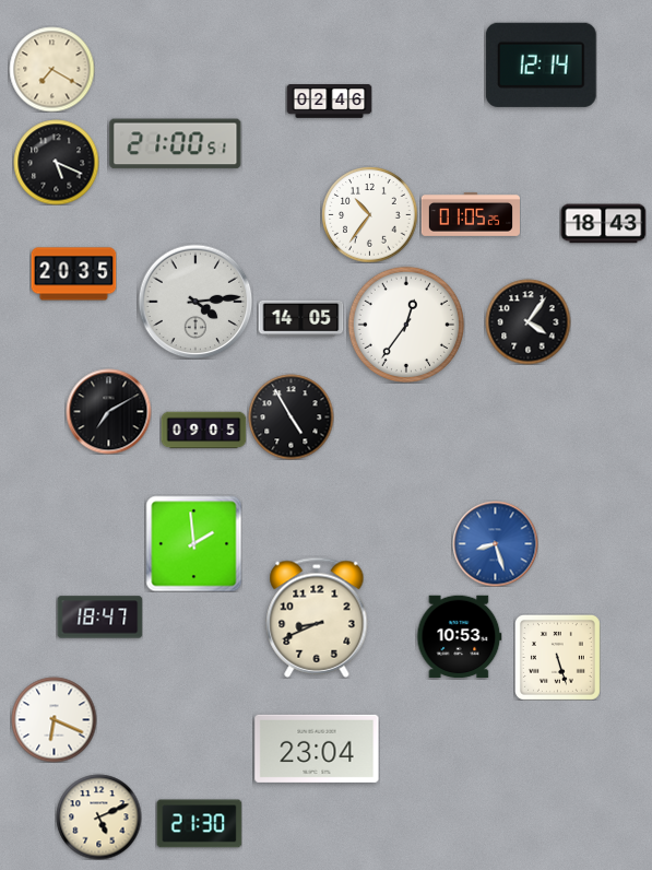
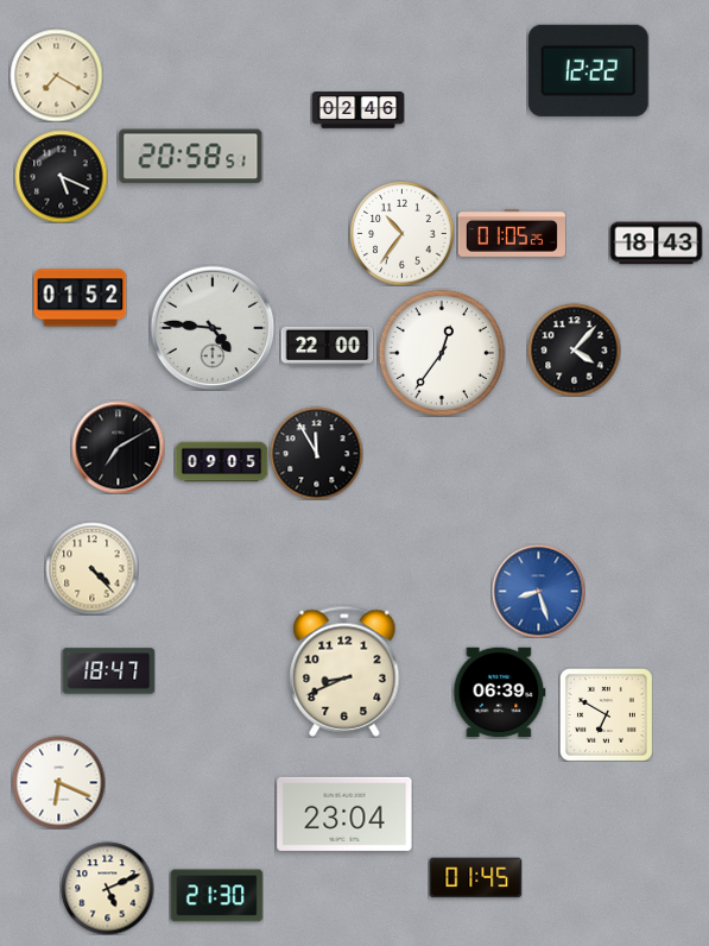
clock at (541, 64): 12:14 -> 12:22
clock at (176, 144): 21:00 -> 20:58
clock at (73, 274): 20:35 -> 01:52
clock at (195, 302): 4:14 -> 4:46
clock at (300, 319): 14:05 -> 22:00
clock at (527, 321): 4:06 -> 4:07
clock at (291, 416): 4:55 -> 11:55
clock at (203, 431) position: (203, 431) -> (221, 462)
clock at (91, 568): none -> 4:23
clock at (193, 543): 1:59 -> none
clock at (459, 637): 10:53 -> 06:39
clock at (557, 657): 5:27 -> 6:50
clock at (475, 878): none -> 01:45
